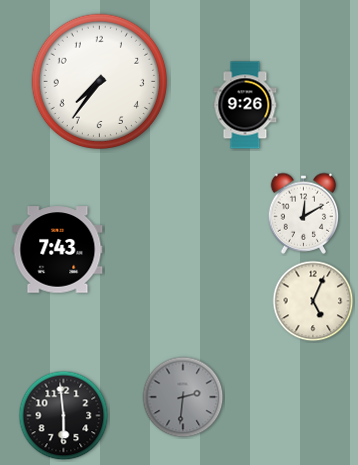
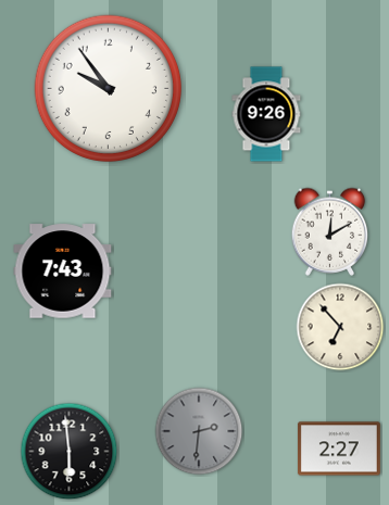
clock at (99, 81): 7:36 -> 9:54
clock at (313, 301): 5:04 -> 6:53
clock at (339, 449): none -> 2:27
